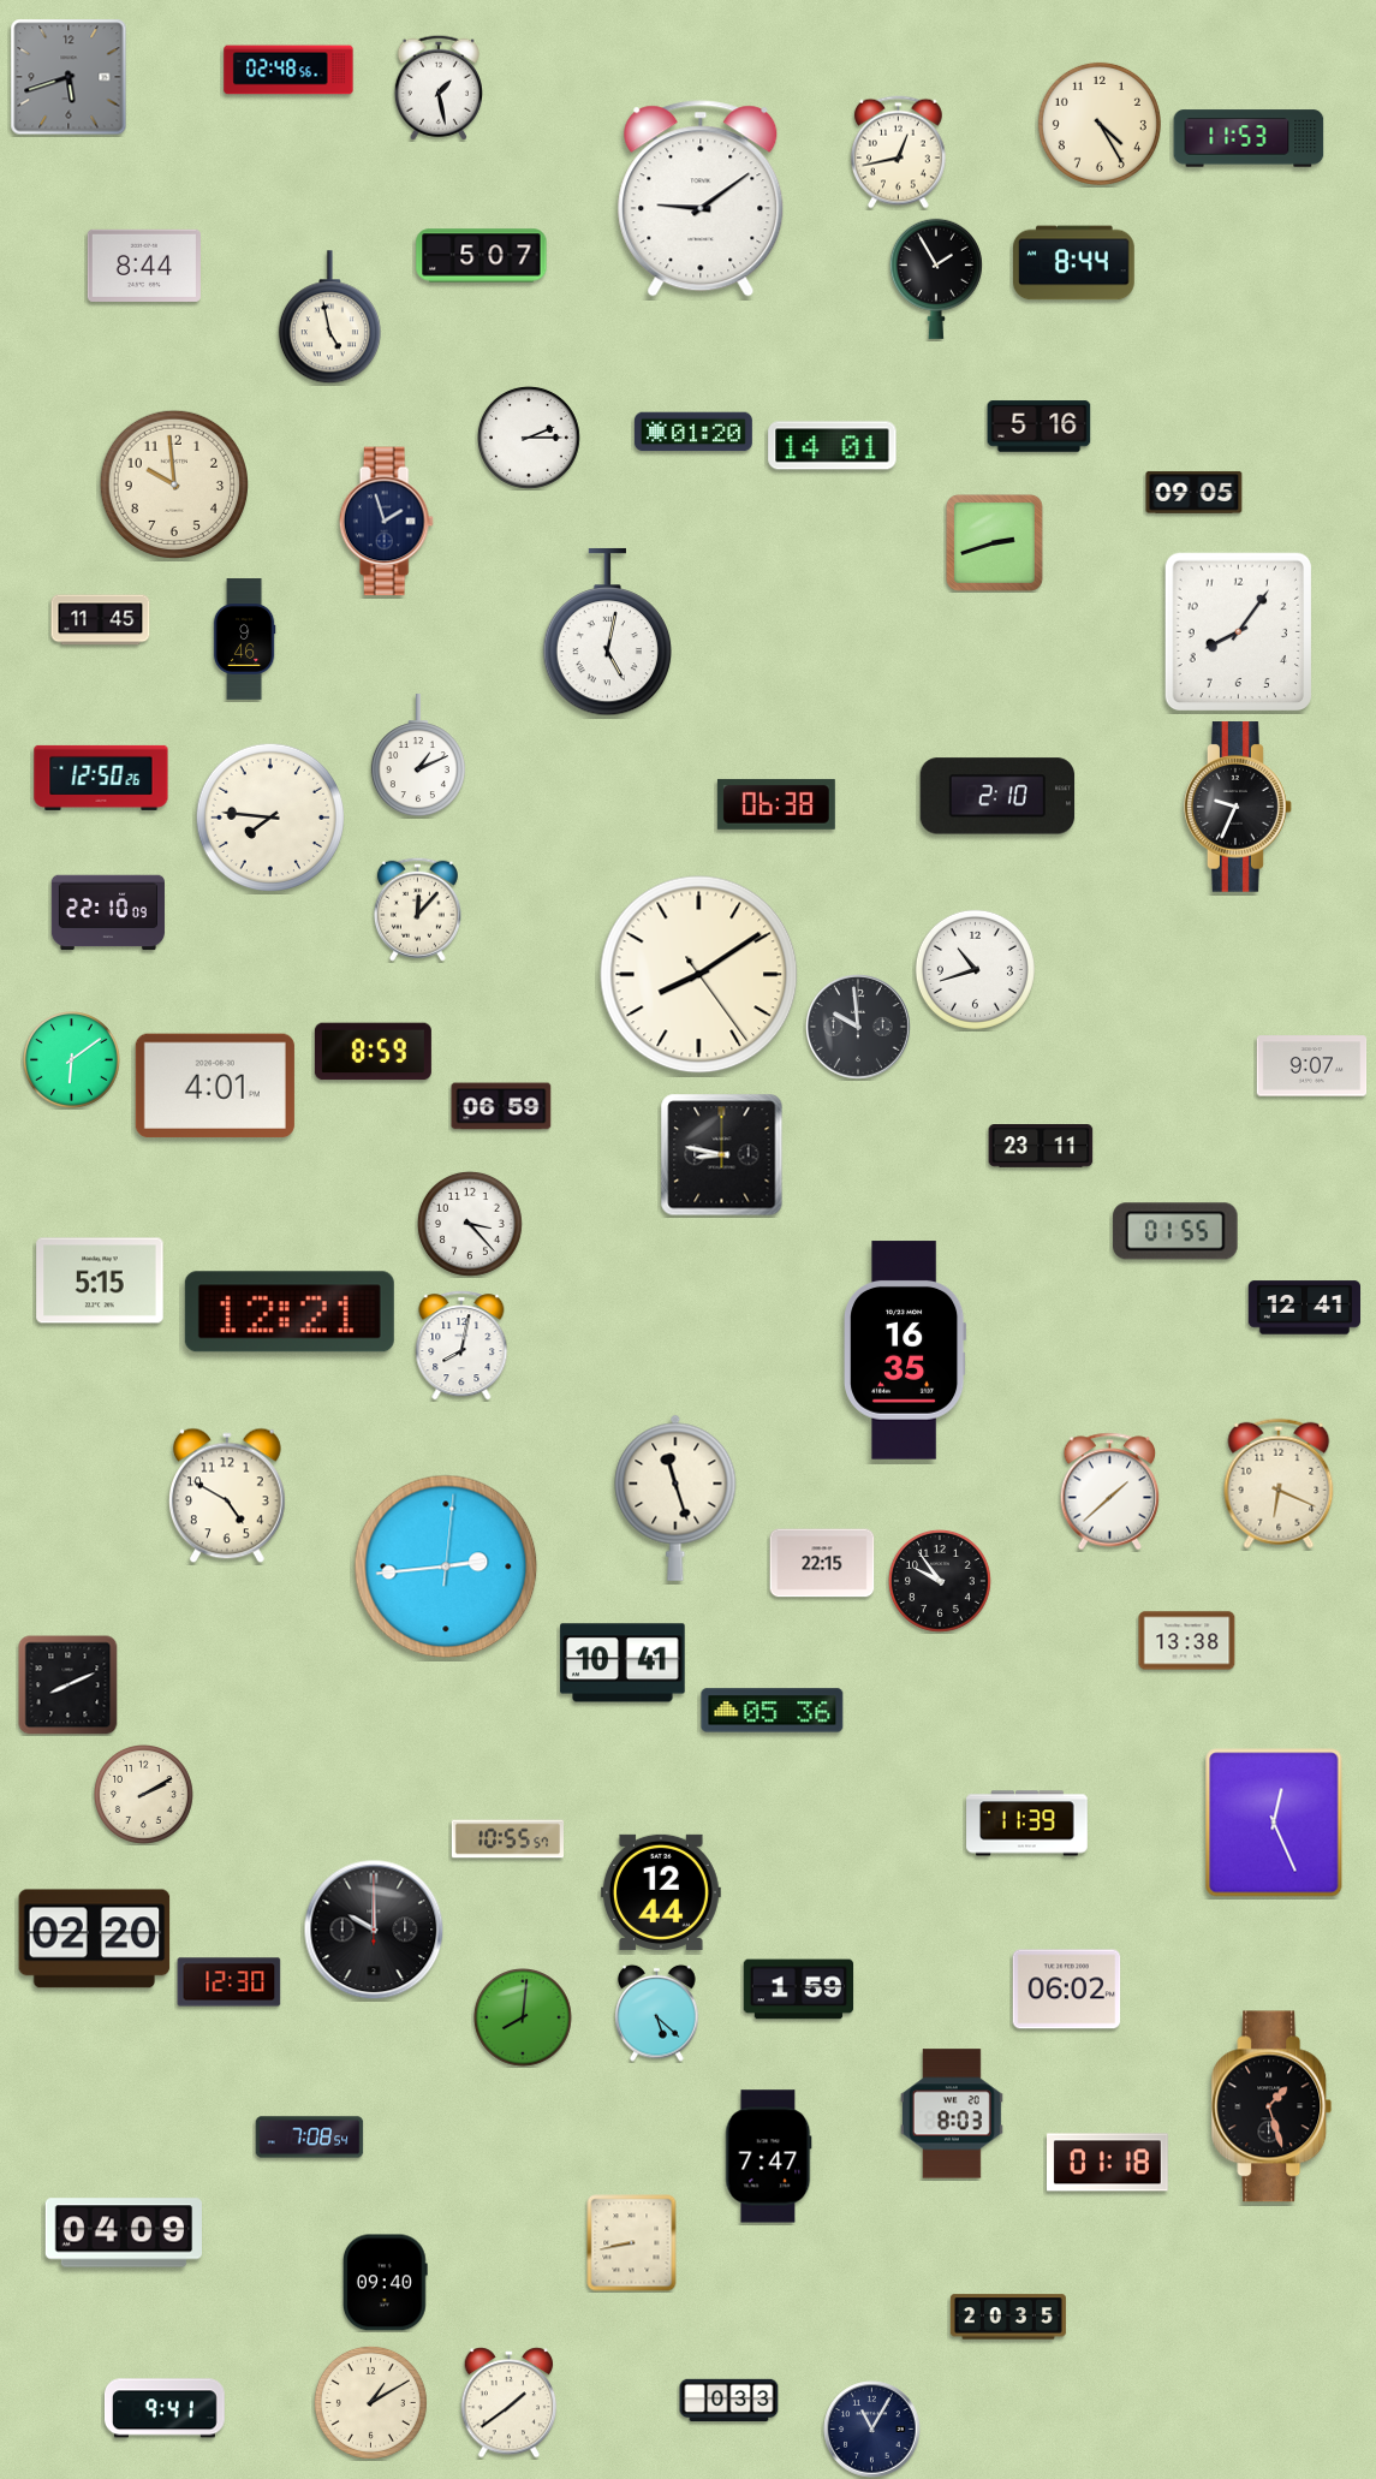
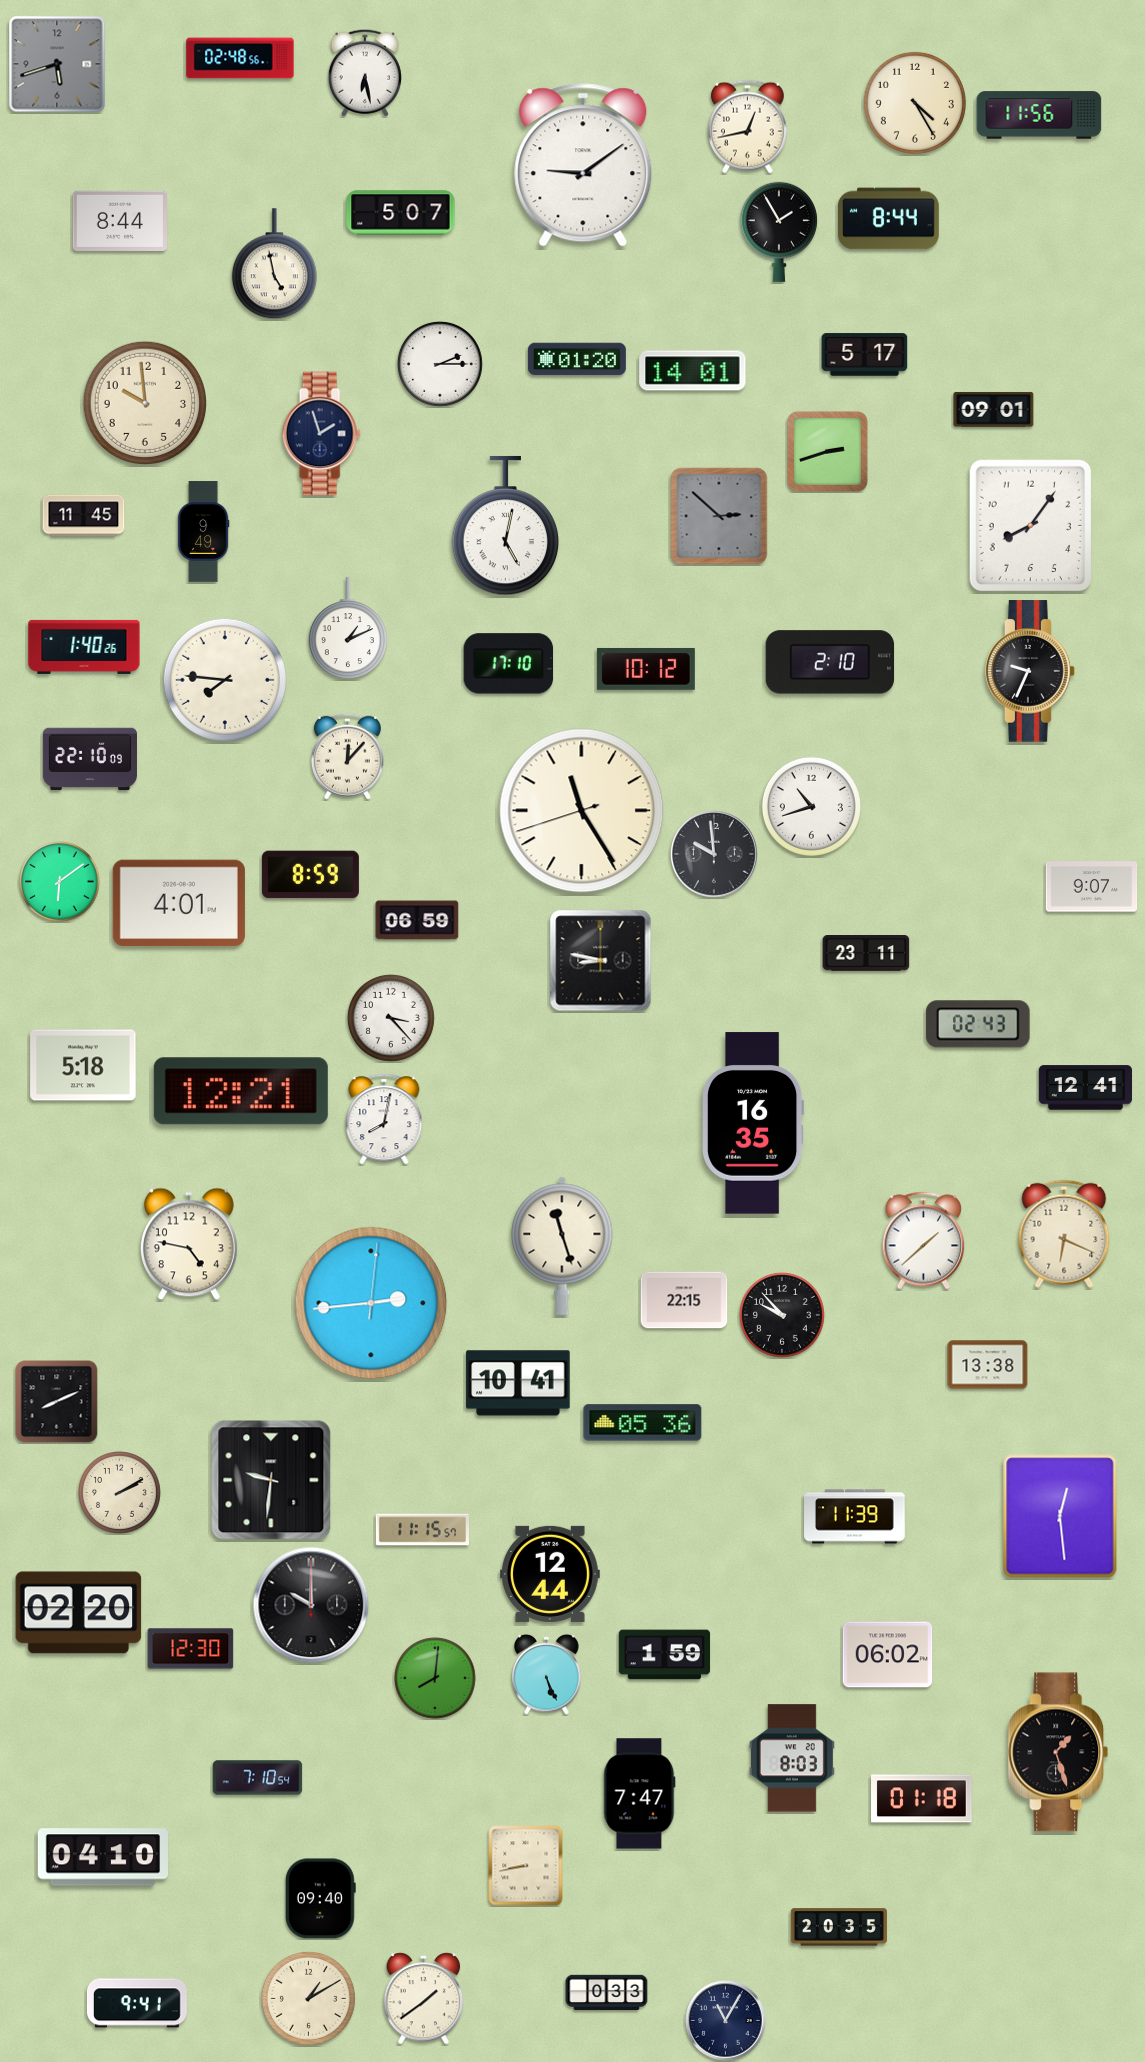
clock at (439, 88): 1:28 -> 6:28
clock at (1249, 138): 11:53 -> 11:56
clock at (1074, 263) position: (1074, 263) -> (889, 219)
clock at (1040, 427): 5:16 -> 5:17
clock at (1195, 492): 09:05 -> 09:01
clock at (719, 516): none -> 2:52
clock at (244, 640): 9:46 -> 9:49
clock at (101, 778): 12:50 -> 1:40
clock at (509, 664): none -> 17:10
clock at (776, 804): 06:38 -> 10:12
clock at (699, 975): 8:09 -> 11:24
clock at (1175, 1231): 01:55 -> 02:43
clock at (100, 1280): 5:15 -> 5:18
clock at (227, 1496): 4:50 -> 4:47
clock at (940, 1581): 9:54 -> 9:53
clock at (271, 1480): none -> 9:31
clock at (1274, 1823): 12:26 -> 12:29
clock at (507, 1839): 10:55 -> 11:15
clock at (657, 2013): 5:22 -> 5:26
clock at (310, 2138): 7:08 -> 7:10
clock at (123, 2233): 04:09 -> 04:10
clock at (729, 2401) position: (729, 2401) -> (607, 1993)
